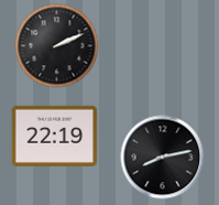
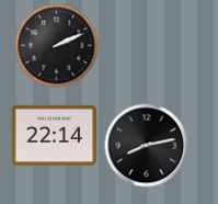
clock at (55, 136): 22:19 -> 22:14
clock at (163, 158) position: (163, 158) -> (147, 146)
